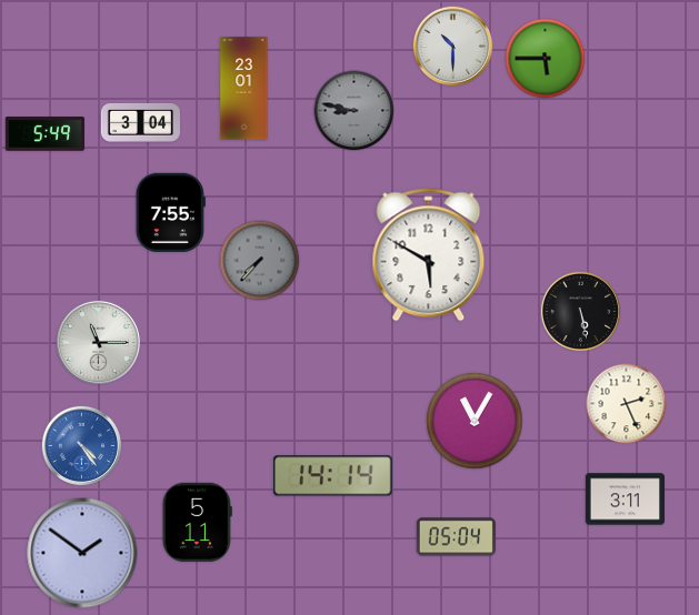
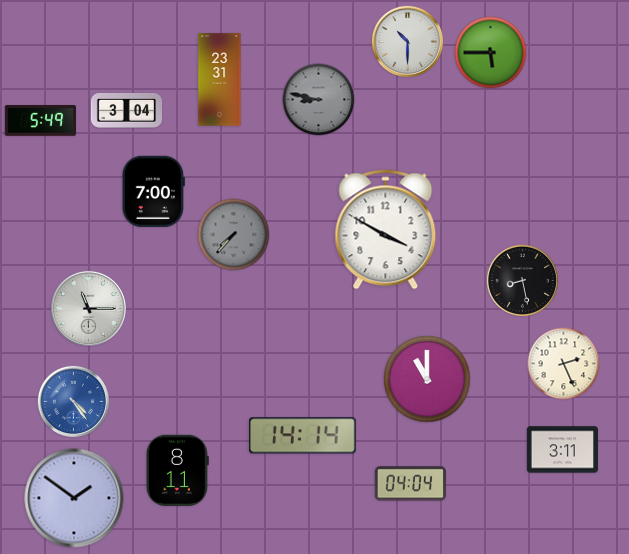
clock at (244, 89): 23:01 -> 23:31
clock at (170, 212): 7:55 -> 7:00
clock at (429, 255): 5:50 -> 3:50
clock at (581, 312): 5:28 -> 8:28
clock at (475, 421): 11:05 -> 11:00
clock at (332, 476) position: (332, 476) -> (302, 436)
clock at (197, 522): 5:11 -> 8:11
clock at (456, 537): 05:04 -> 04:04
